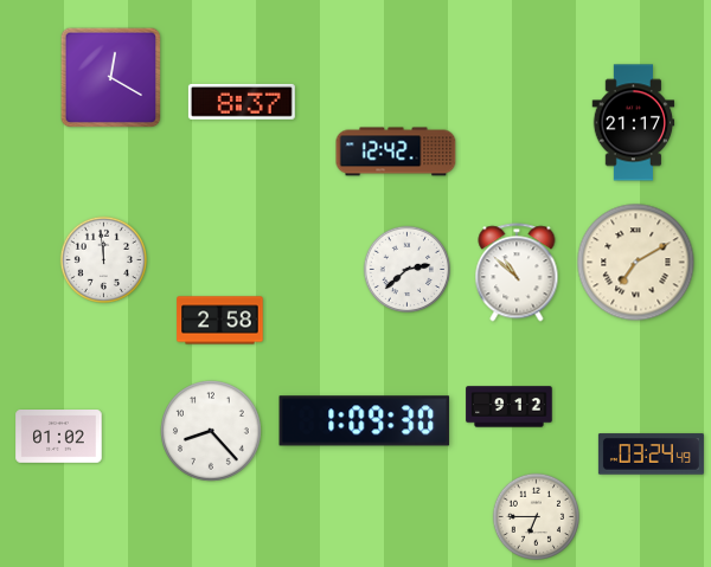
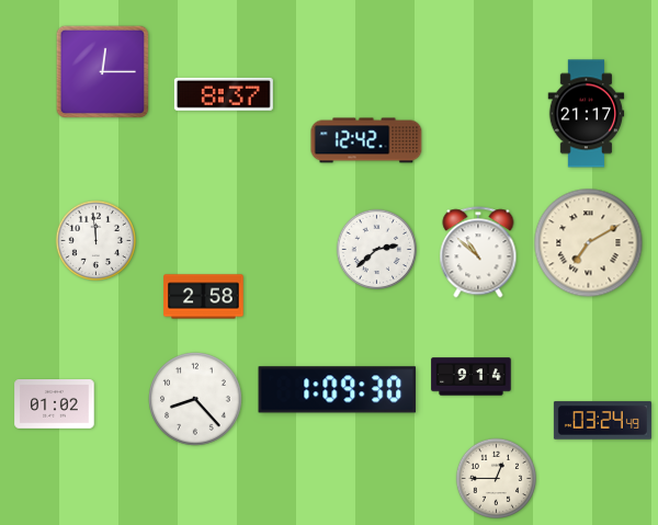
clock at (111, 78): 12:20 -> 12:15
clock at (510, 407): 9:12 -> 9:14
clock at (537, 517): 6:45 -> 12:45
